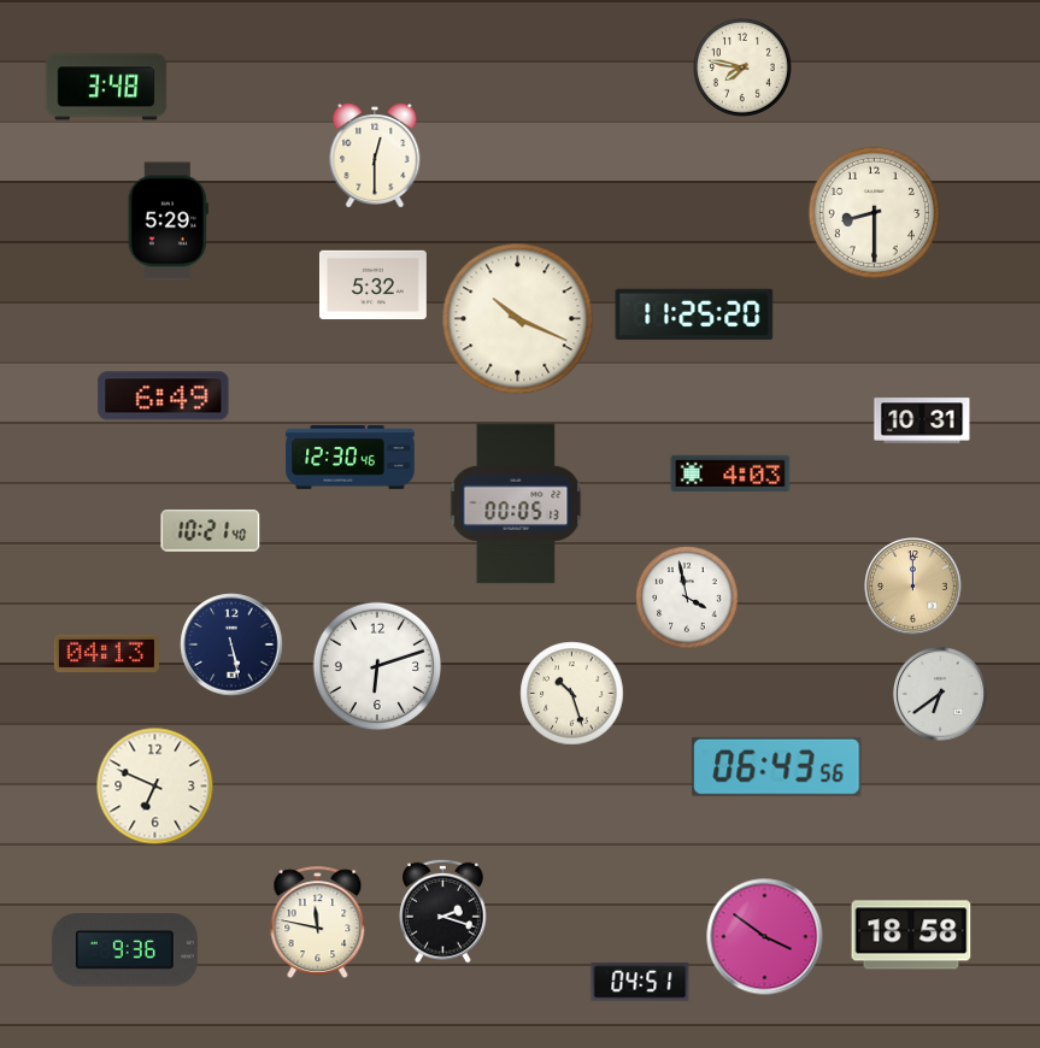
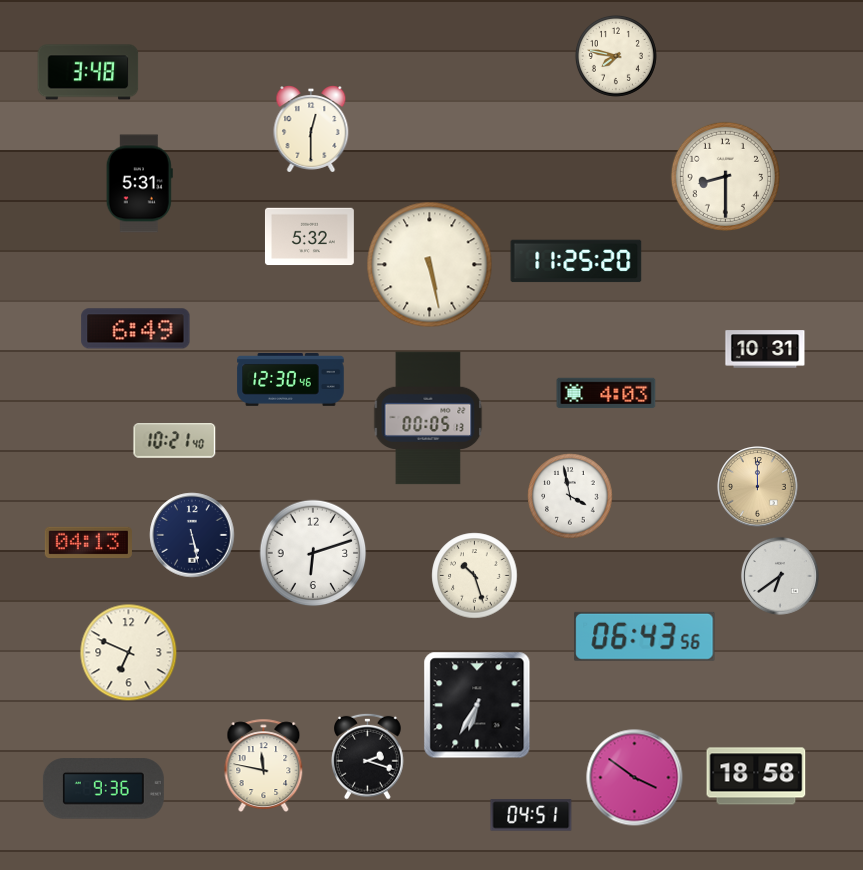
clock at (168, 222): 5:29 -> 5:31
clock at (518, 319): 10:19 -> 5:28
clock at (477, 705): none -> 6:35
